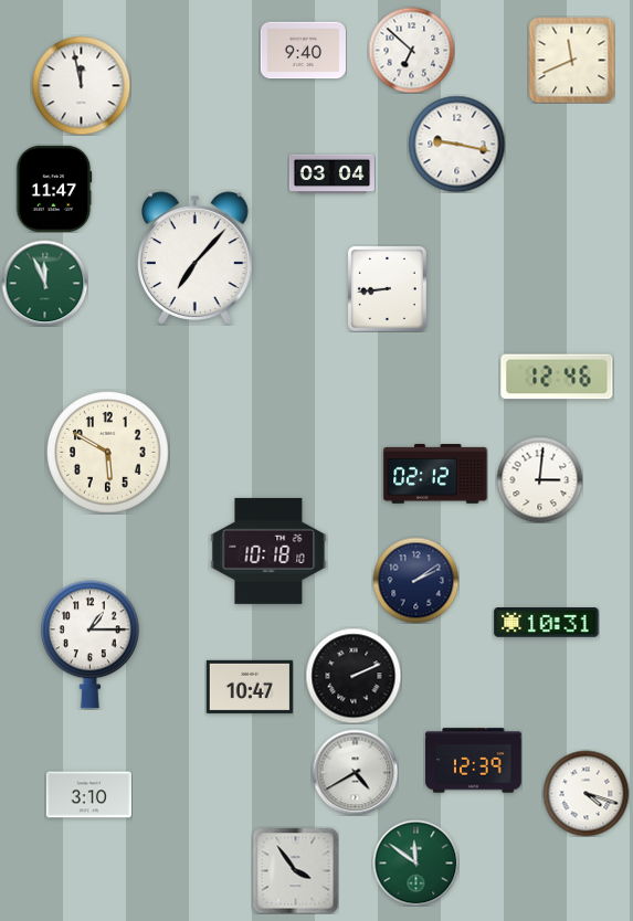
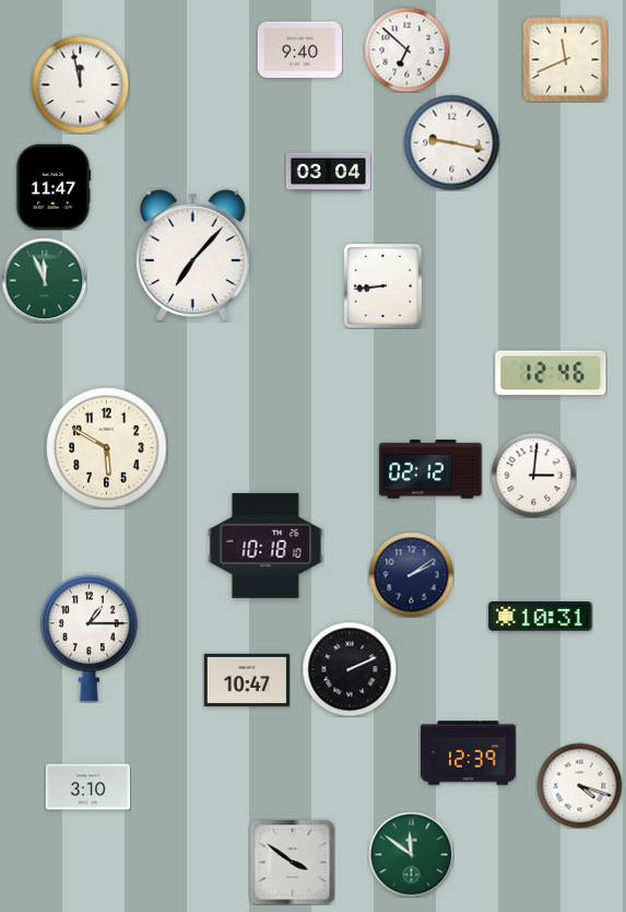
clock at (355, 772): 4:40 -> none
clock at (295, 870): 3:54 -> 3:51
